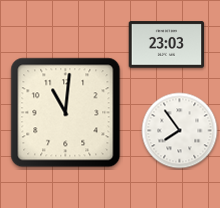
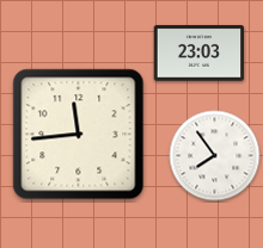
clock at (66, 113): 11:01 -> 11:44
